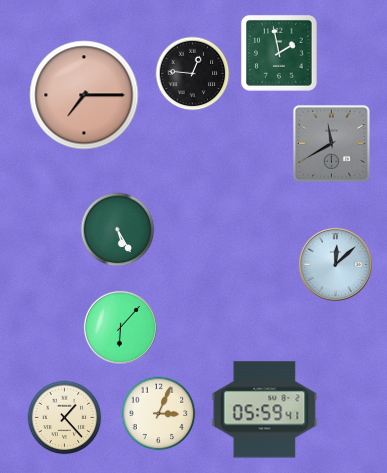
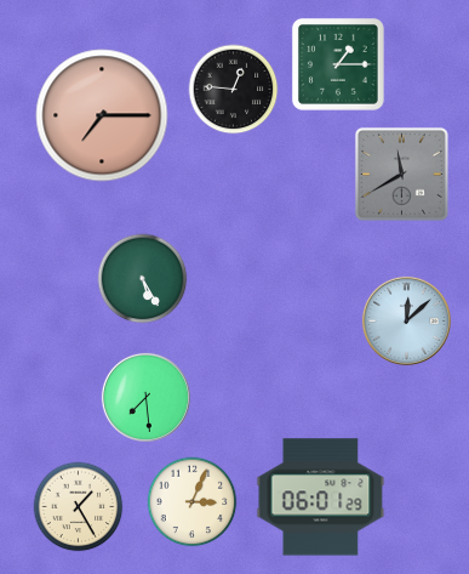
clock at (279, 53): 1:58 -> 1:15
clock at (120, 327): 6:07 -> 7:29
clock at (265, 410): 05:59 -> 06:01
clock at (65, 418): 1:23 -> 1:25
